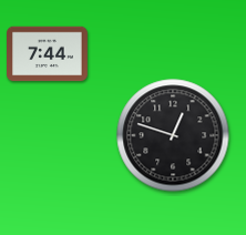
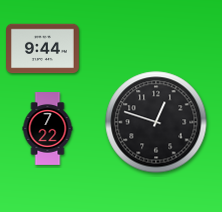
clock at (48, 54): 7:44 -> 9:44
clock at (48, 129): none -> 7:22
